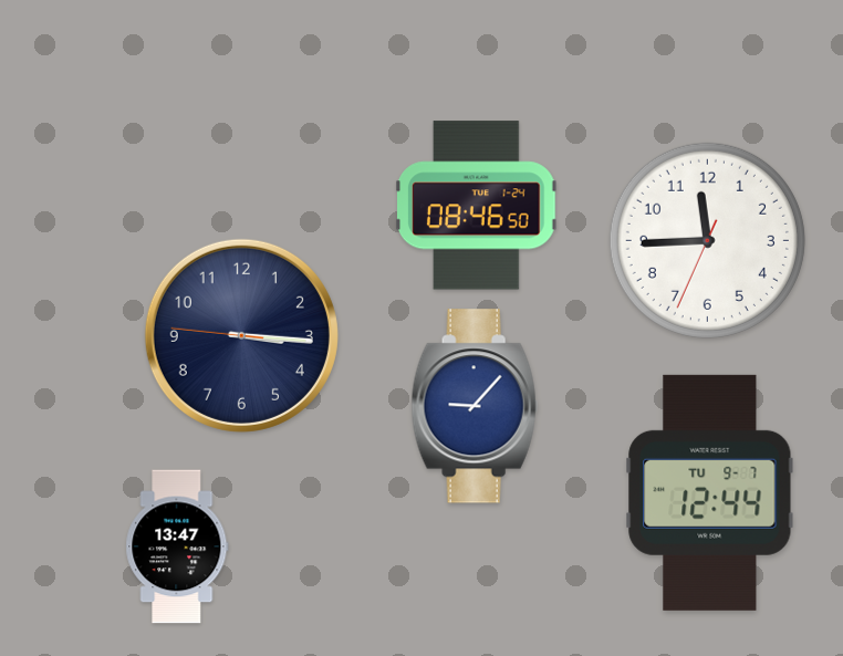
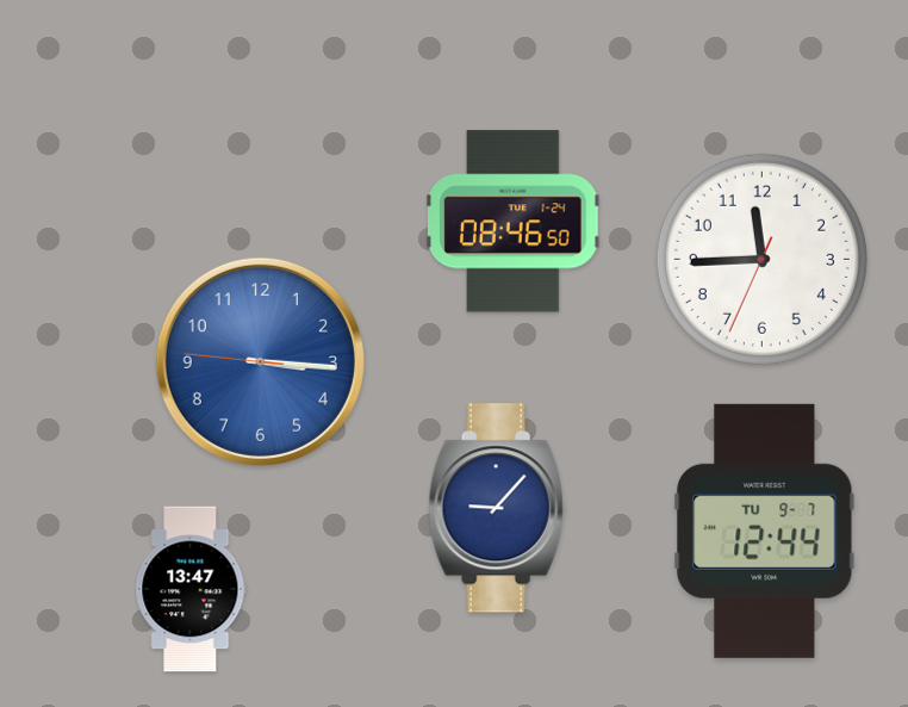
clock at (241, 335) dial: navy -> blue
clock at (475, 406) position: (475, 406) -> (497, 508)
